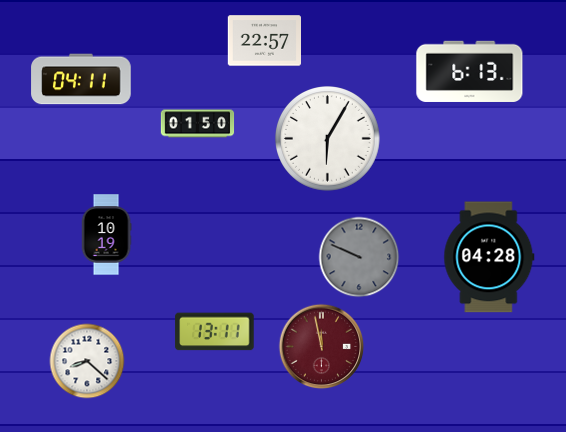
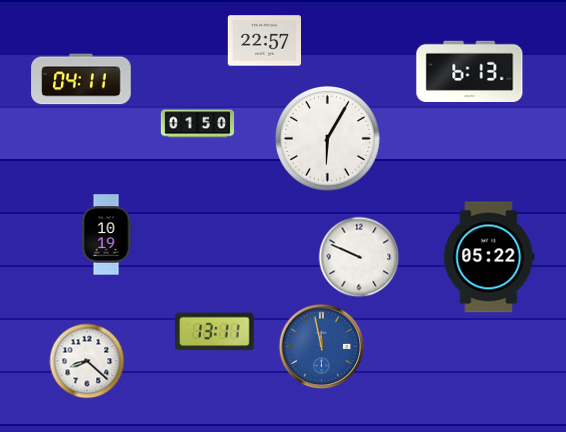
clock at (359, 257) dial: grey -> white
clock at (489, 257): 04:28 -> 05:22
clock at (322, 347) dial: burgundy -> blue
